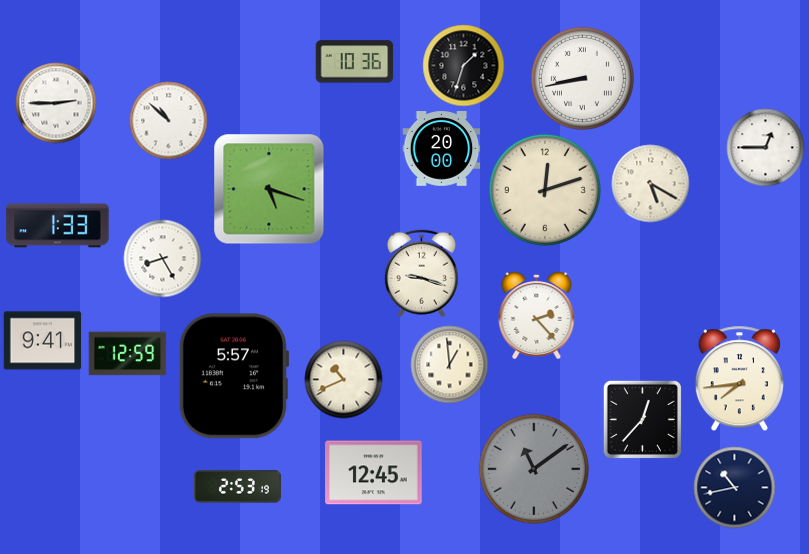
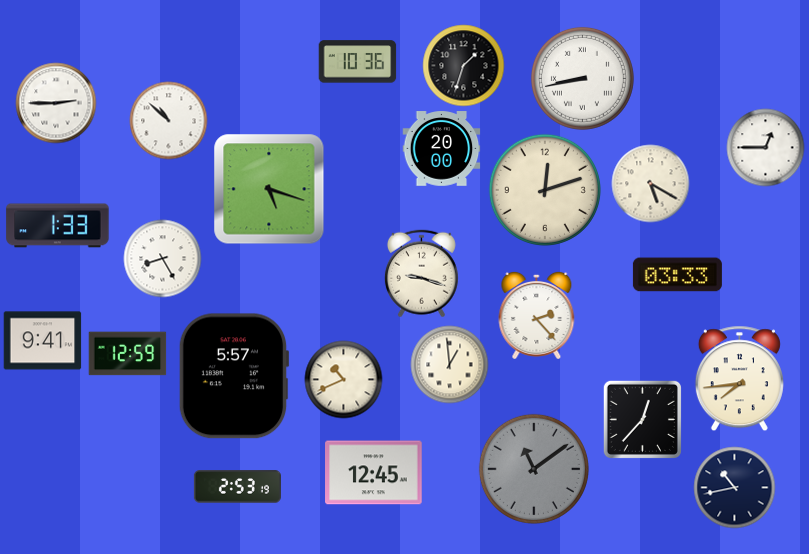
clock at (354, 62) position: (354, 62) -> (357, 62)
clock at (677, 275): none -> 03:33
